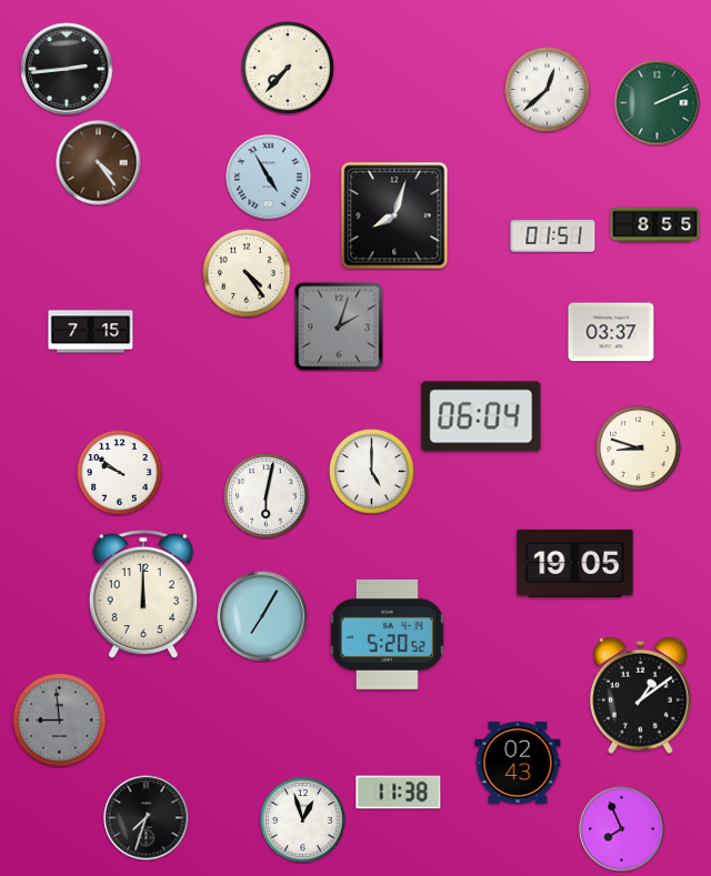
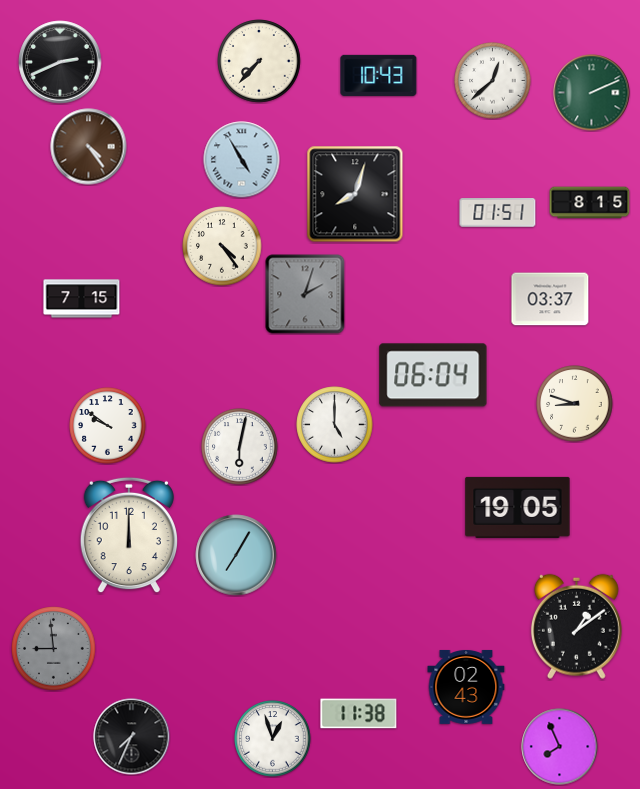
clock at (67, 69): 2:44 -> 2:41
clock at (379, 75): none -> 10:43
clock at (655, 225): 8:55 -> 8:15
clock at (387, 634): 5:20 -> none
clock at (147, 818): 7:33 -> 7:34
